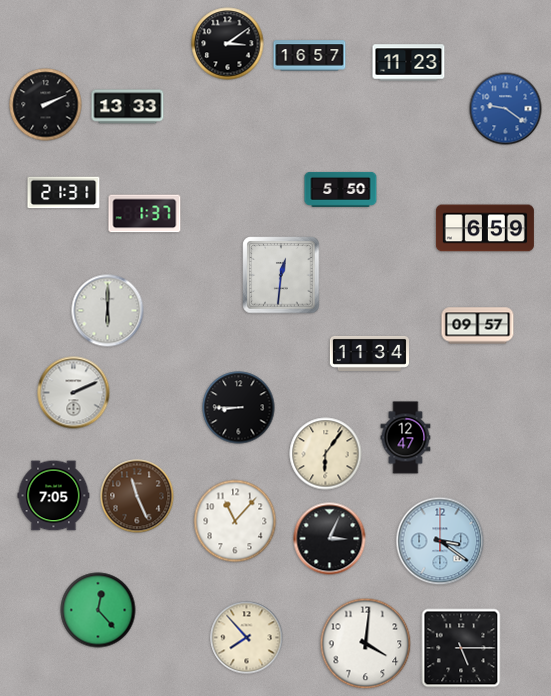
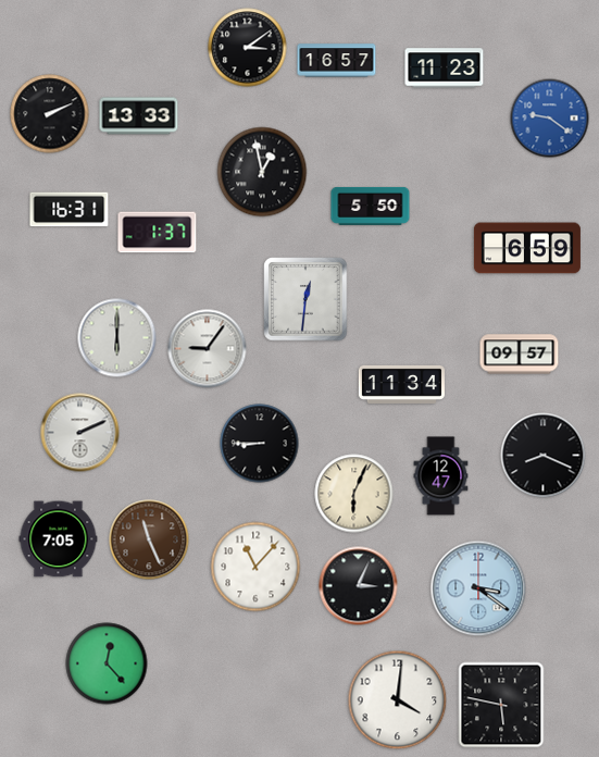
clock at (262, 172): none -> 12:58
clock at (64, 193): 21:31 -> 16:31
clock at (208, 349): none -> 9:06
clock at (74, 393) position: (74, 393) -> (80, 433)
clock at (544, 456): none -> 8:19
clock at (326, 454): 6:06 -> 6:04
clock at (247, 638): 7:53 -> none
clock at (461, 648): 5:15 -> 5:47
